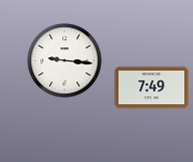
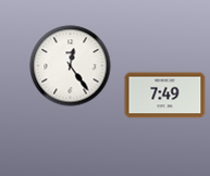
clock at (65, 61): 9:16 -> 12:24
